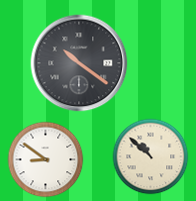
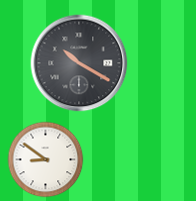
clock at (79, 63): 10:21 -> 10:20
clock at (151, 157): 10:52 -> none
